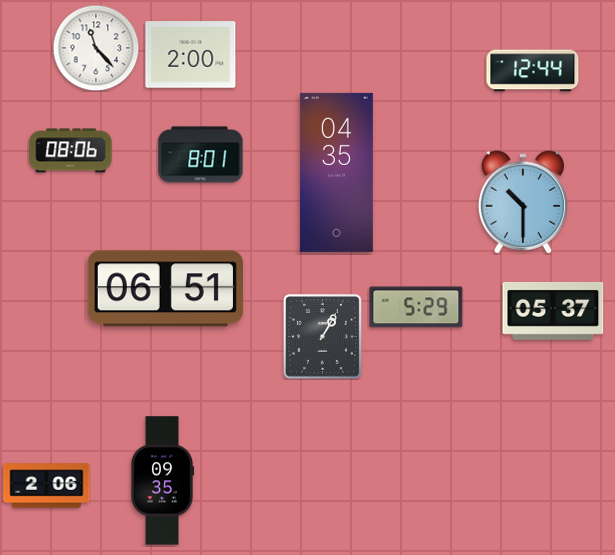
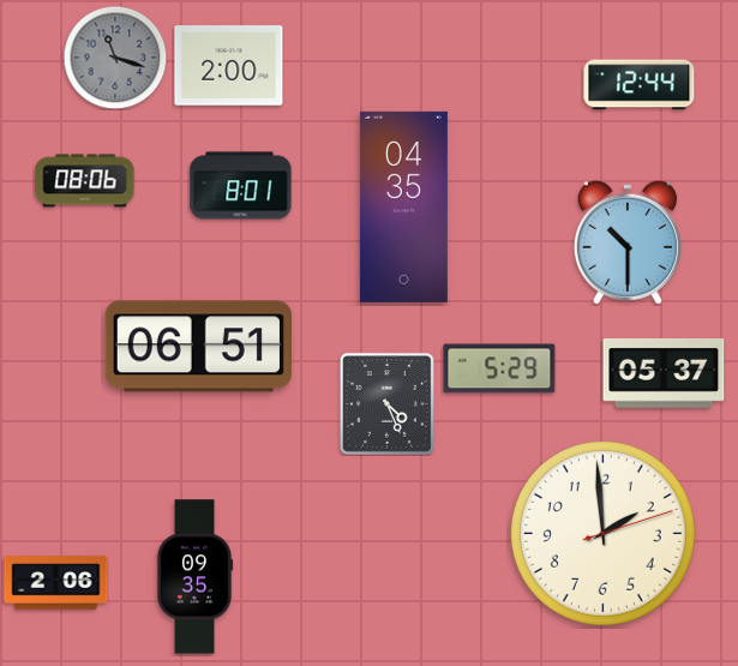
clock at (96, 48): 11:23 -> 11:18
clock at (96, 48) dial: white -> grey
clock at (322, 336): 1:05 -> 4:26
clock at (602, 533): none -> 1:59
